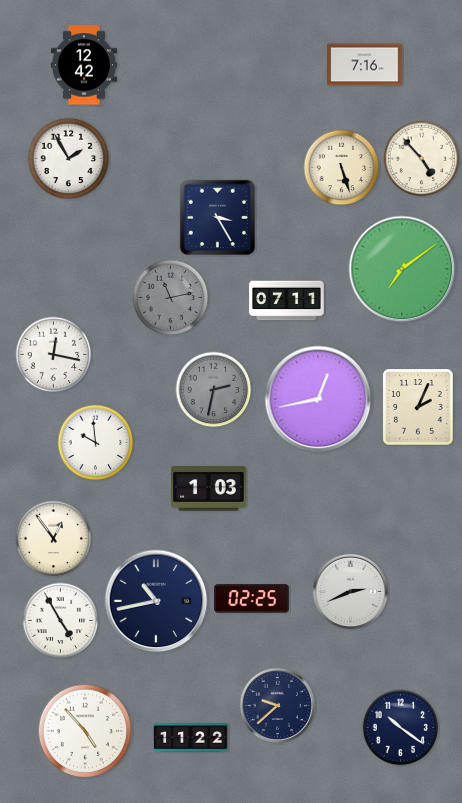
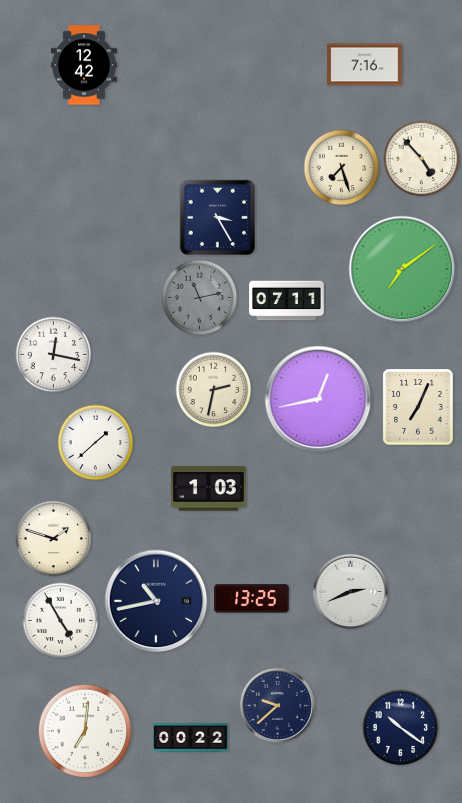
clock at (69, 159): 1:55 -> none
clock at (342, 168): 5:27 -> 7:27
clock at (171, 298) position: (171, 298) -> (200, 298)
clock at (214, 390) dial: grey -> cream
clock at (418, 407): 2:04 -> 7:04
clock at (96, 443): 9:59 -> 1:38
clock at (54, 539): 12:54 -> 1:48
clock at (252, 599): 02:25 -> 13:25
clock at (85, 731): 4:53 -> 7:01
clock at (191, 738): 11:22 -> 00:22
